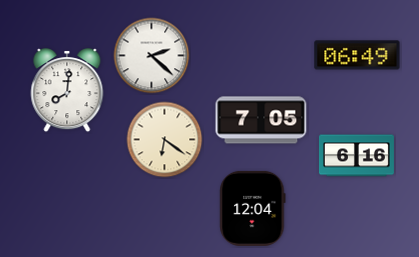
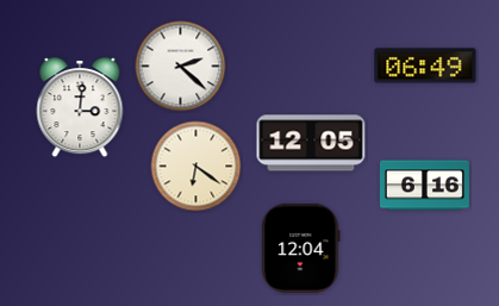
clock at (67, 91): 8:01 -> 3:01
clock at (261, 120): 7:05 -> 12:05
